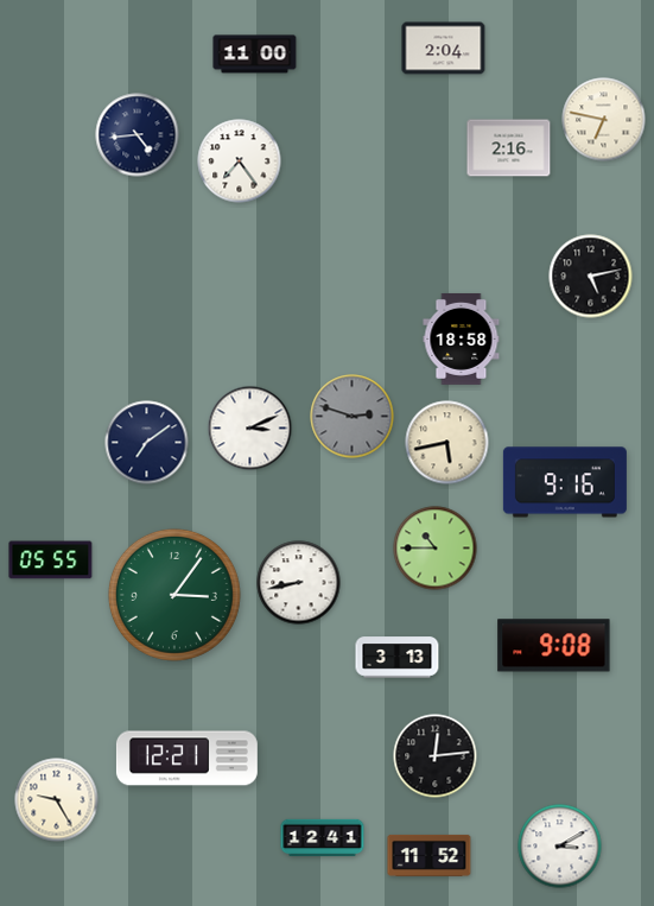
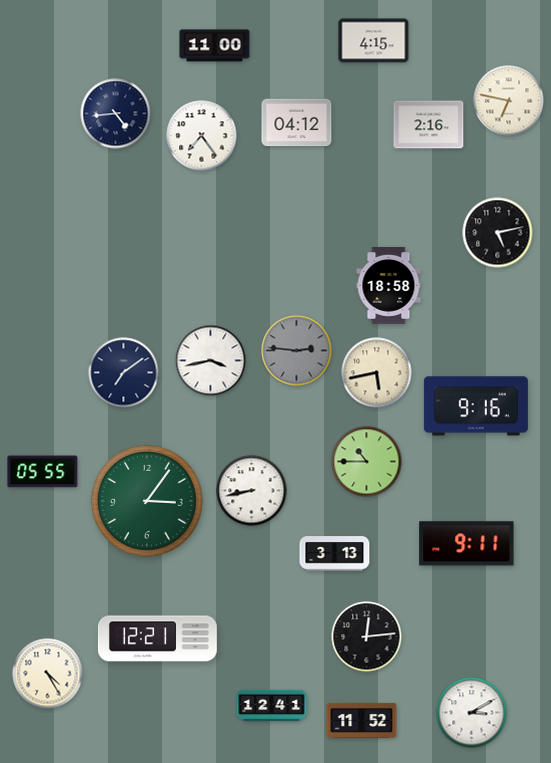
clock at (444, 49): 2:04 -> 4:15
clock at (297, 123): none -> 04:12
clock at (353, 417): 2:48 -> 2:46
clock at (250, 429): 3:11 -> 3:43
clock at (554, 646): 9:08 -> 9:11
clock at (57, 800): 9:25 -> 4:25
